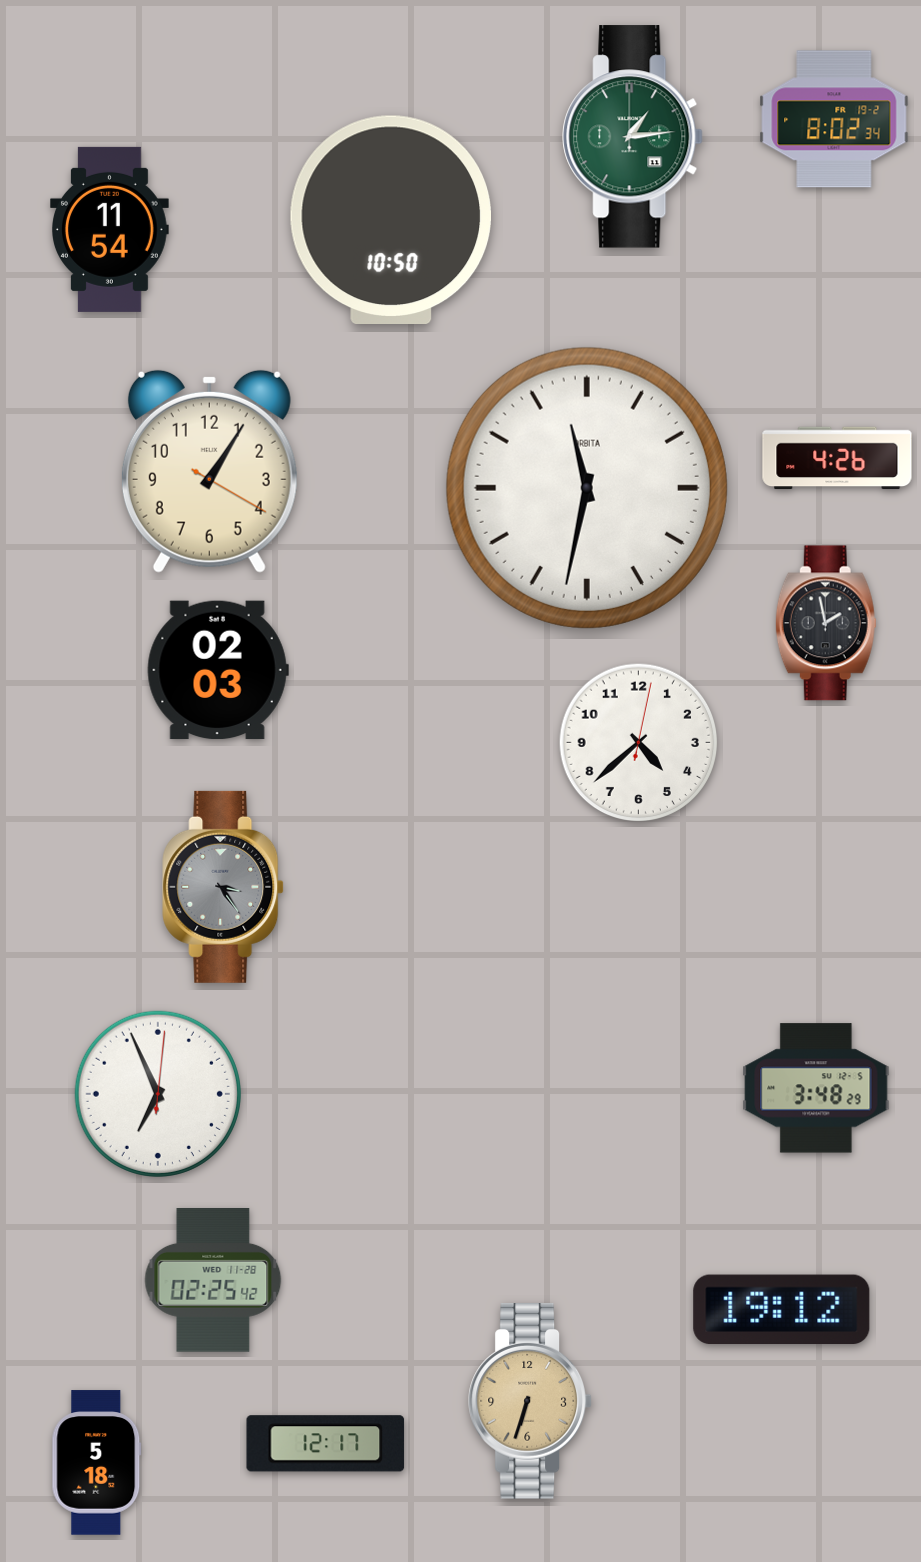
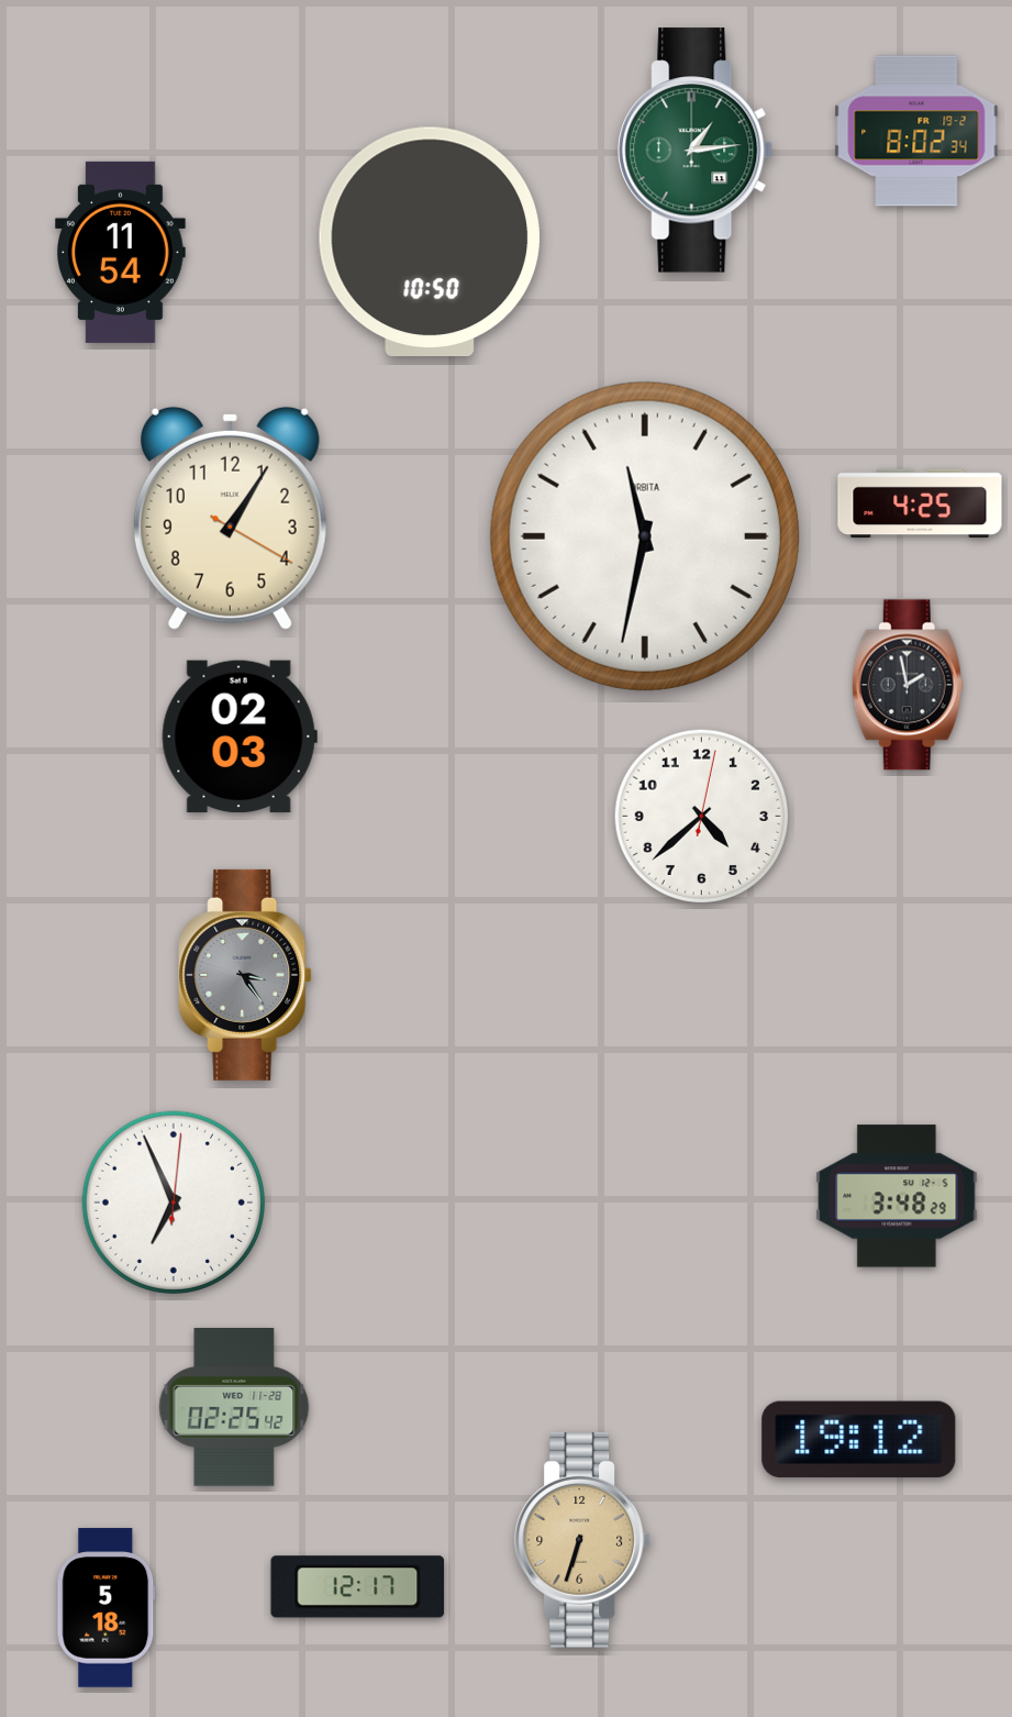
clock at (837, 458): 4:26 -> 4:25
